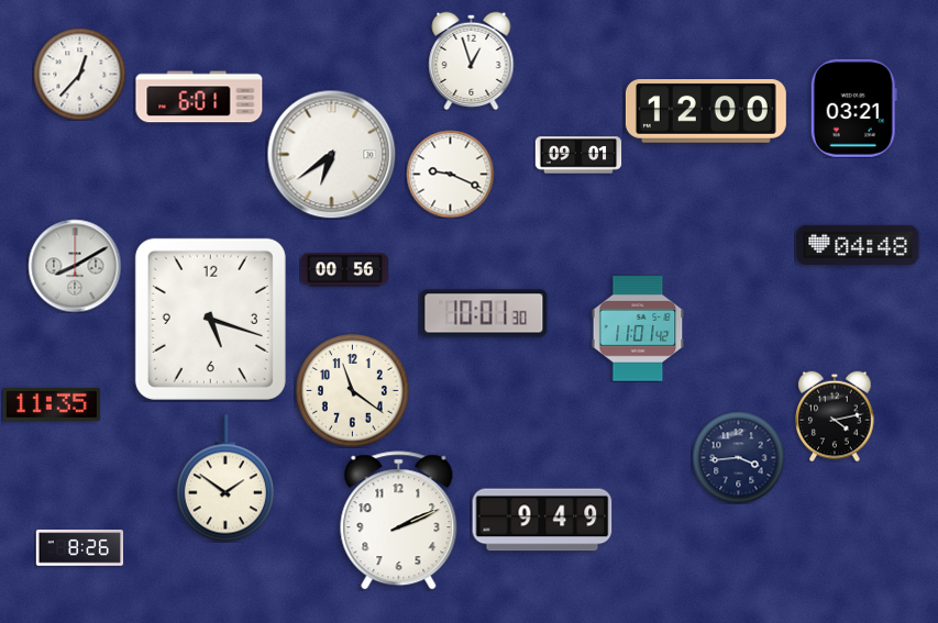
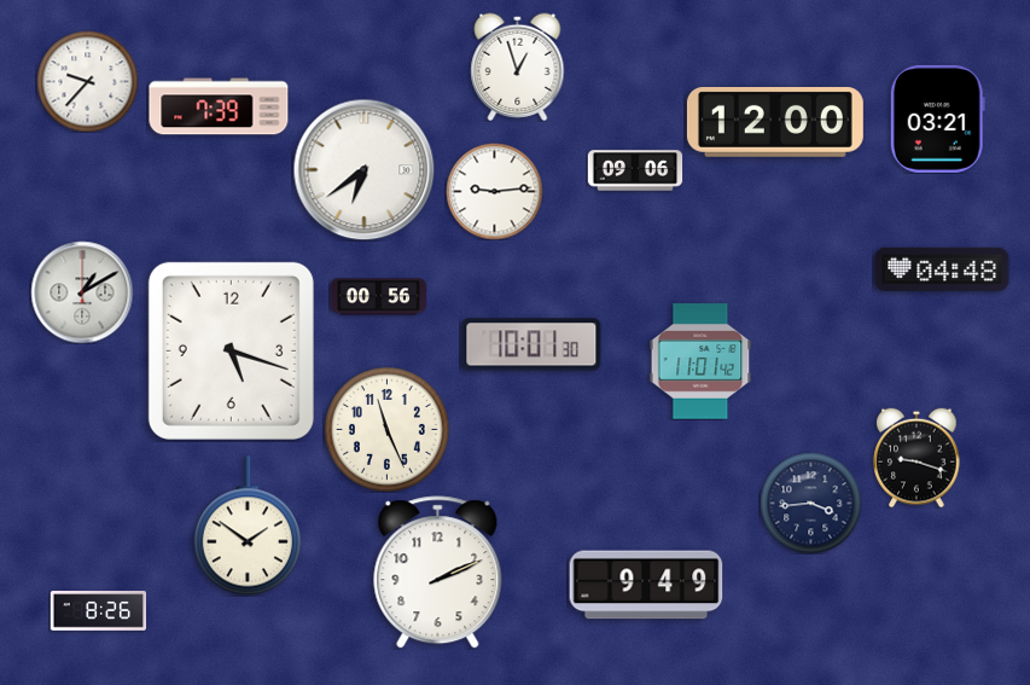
clock at (79, 74): 12:37 -> 9:37
clock at (199, 97): 6:01 -> 7:39
clock at (578, 155): 09:01 -> 09:06
clock at (450, 174): 9:19 -> 9:14
clock at (75, 266): 8:10 -> 1:10
clock at (353, 391): 11:21 -> 11:26
clock at (52, 404): 11:35 -> none
clock at (835, 416): 4:13 -> 9:18
clock at (542, 520) position: (542, 520) -> (646, 585)
clock at (79, 548) position: (79, 548) -> (98, 611)
